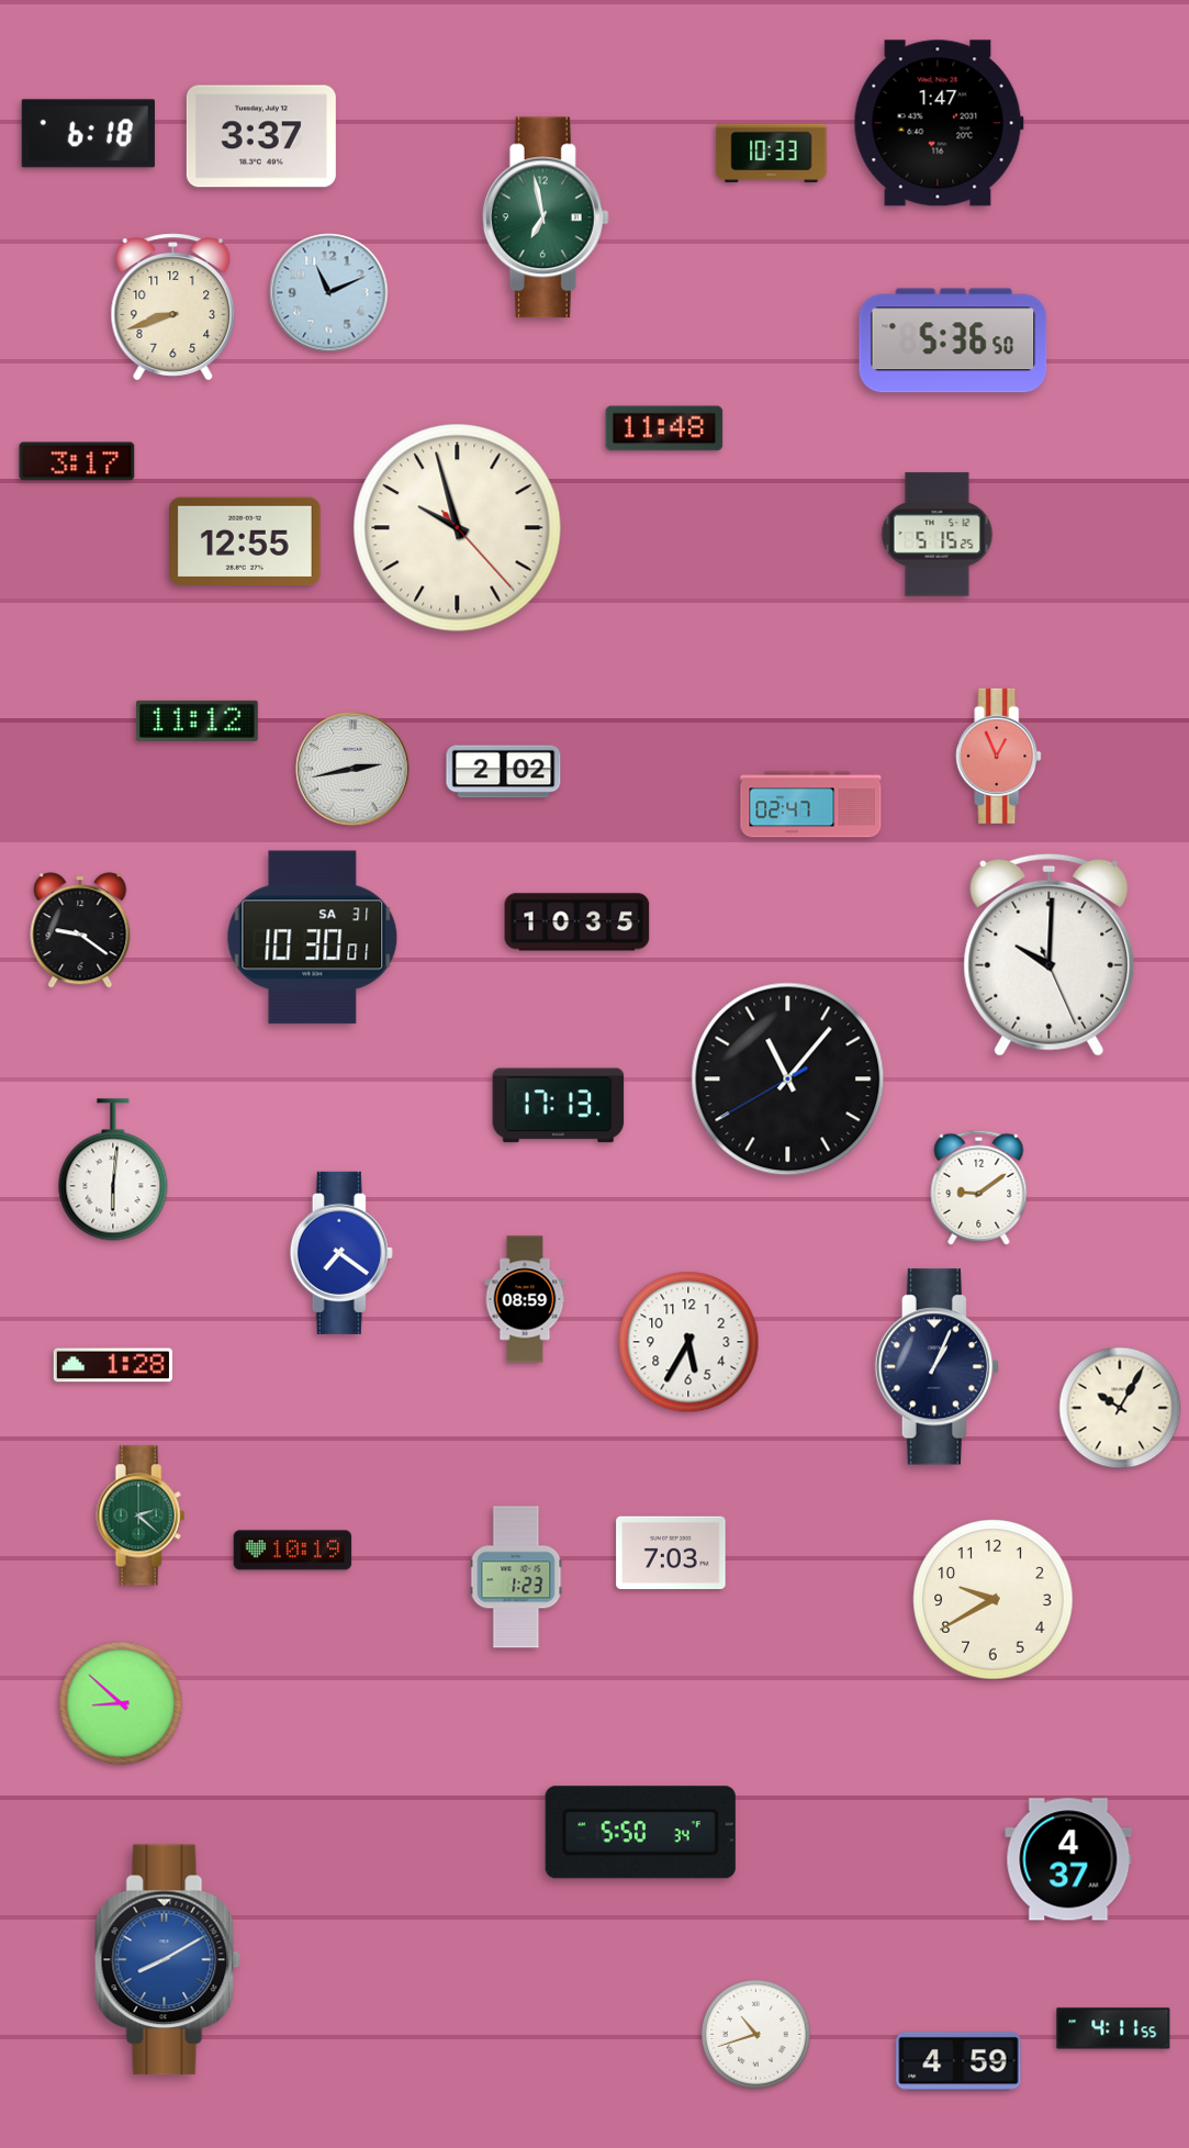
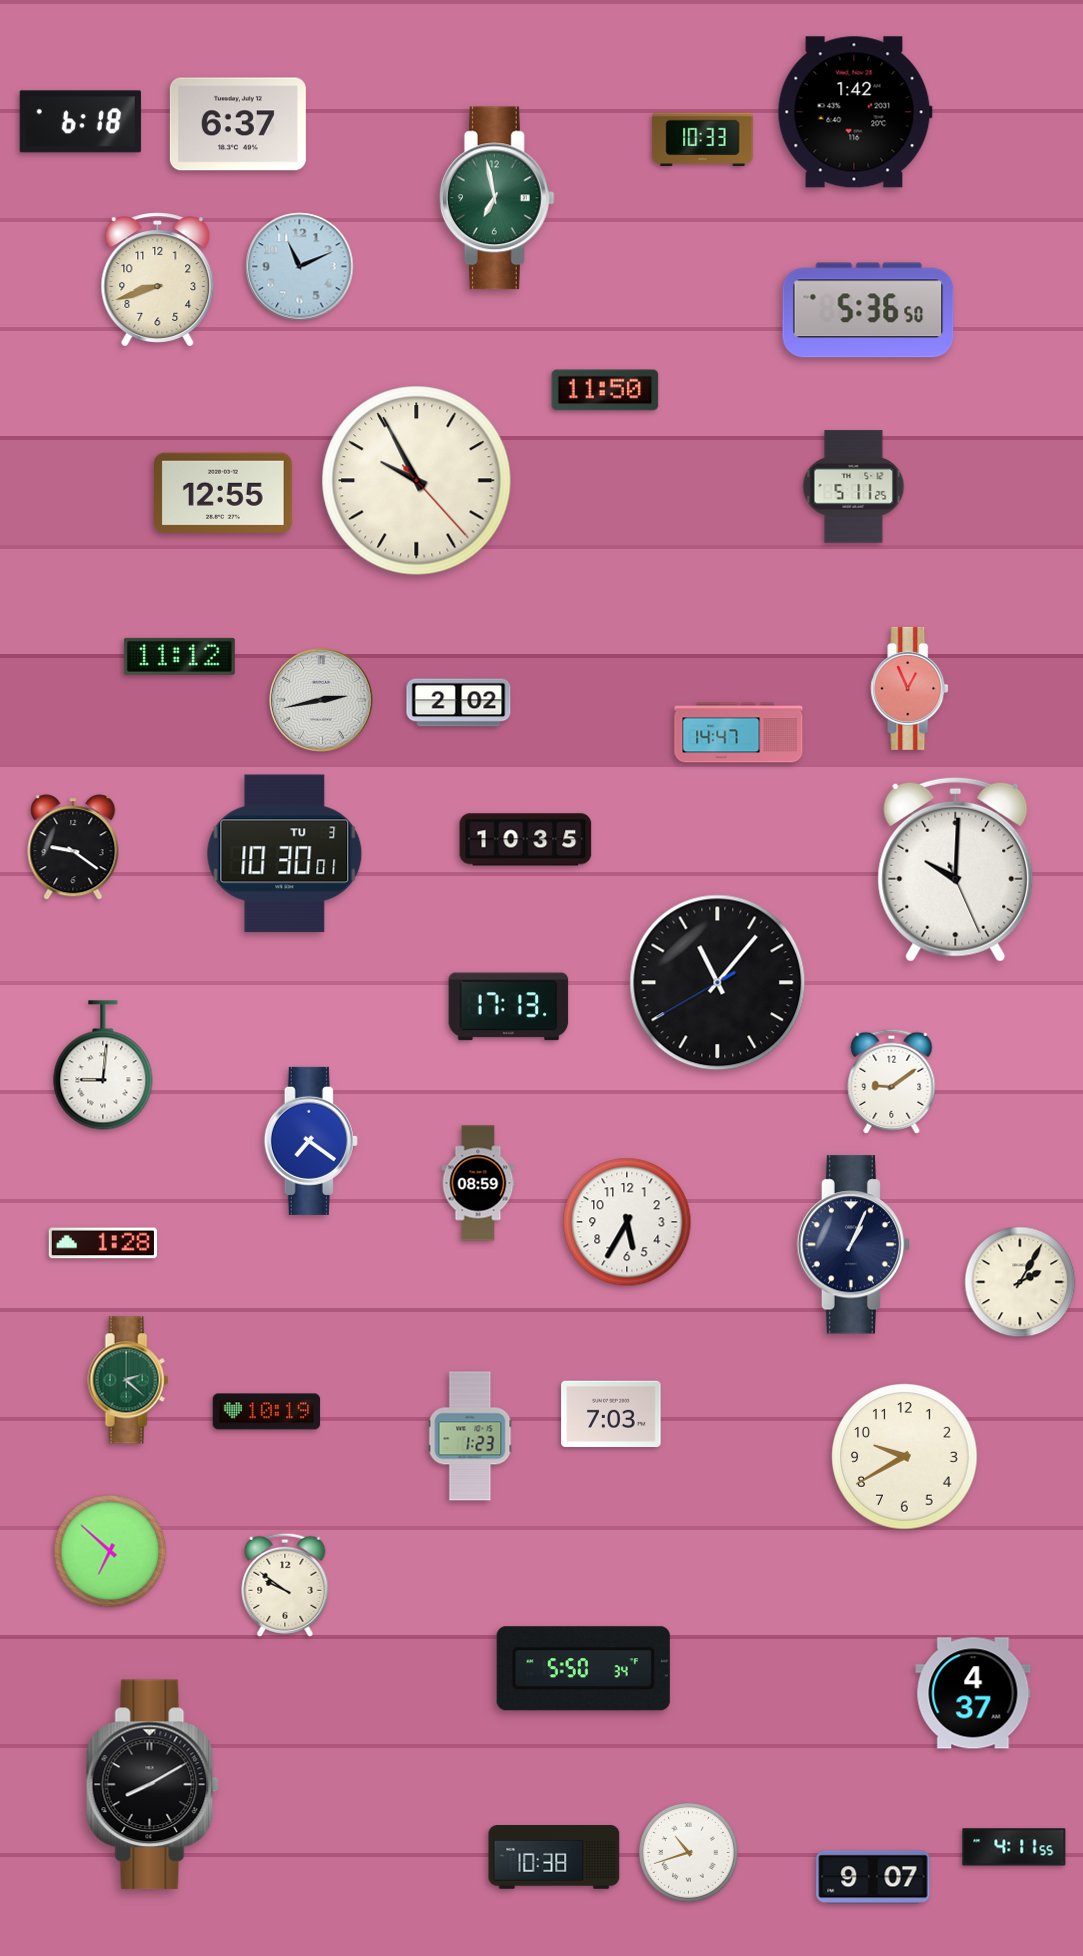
clock at (939, 123): 1:47 -> 1:42
clock at (261, 136): 3:37 -> 6:37
clock at (664, 428): 11:48 -> 11:50
clock at (77, 461): 3:17 -> none
clock at (458, 528): 9:57 -> 9:55
clock at (938, 535): 5:15 -> 5:11
clock at (811, 805): 02:47 -> 14:47
clock at (313, 938) date: SA 31 -> TU 3
clock at (113, 1170): 6:01 -> 9:01
clock at (1120, 1408): 10:05 -> 2:05
clock at (121, 1703): 8:52 -> 6:52
clock at (285, 1585): none -> 9:51
clock at (167, 1960) dial: blue -> black
clock at (554, 1857): none -> 10:38
clock at (958, 2061): 4:59 -> 9:07
